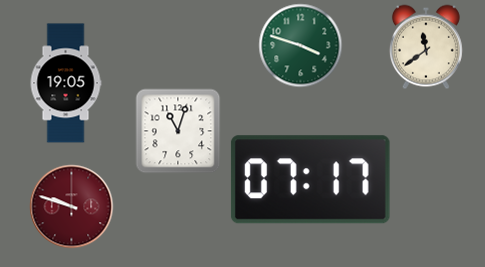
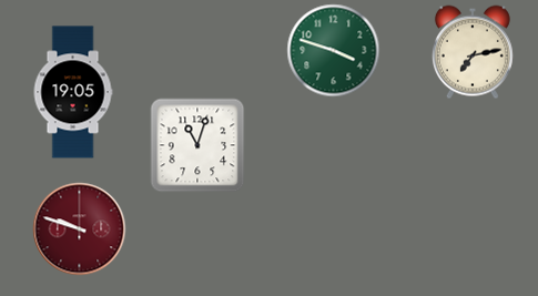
clock at (426, 47): 11:39 -> 7:13
clock at (310, 180): 07:17 -> none
